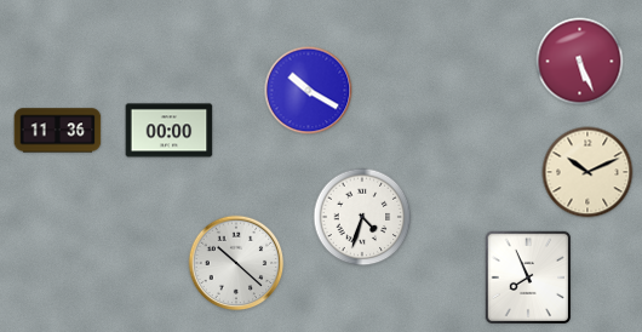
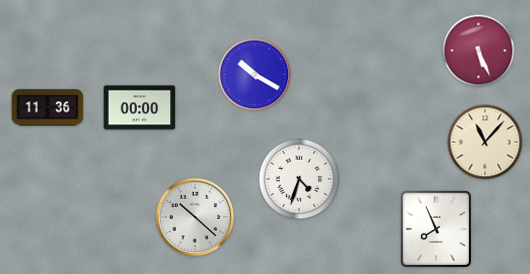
clock at (587, 172): 10:11 -> 11:07
